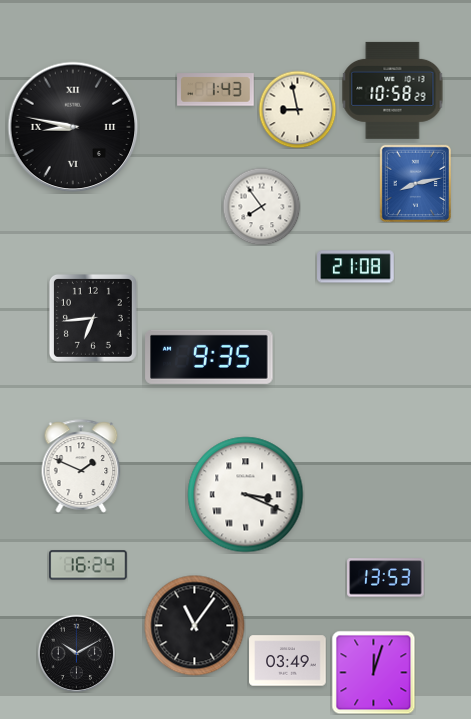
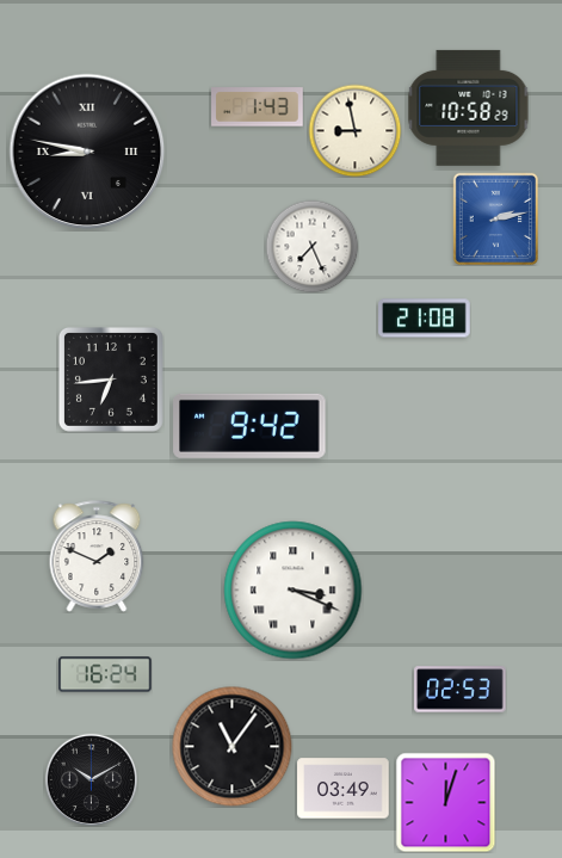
clock at (415, 183): 8:13 -> 2:13
clock at (261, 206): 7:54 -> 7:26
clock at (209, 357): 9:35 -> 9:42
clock at (386, 578): 13:53 -> 02:53
